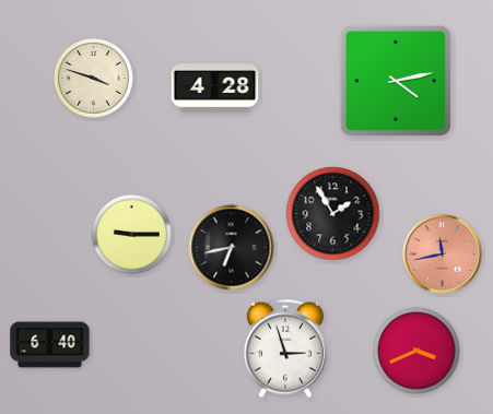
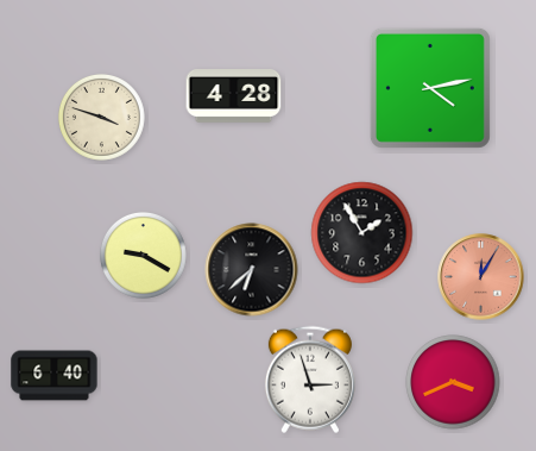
clock at (93, 78) position: (93, 78) -> (101, 117)
clock at (131, 234): 9:15 -> 9:20
clock at (232, 248): 6:43 -> 6:38
clock at (443, 255): 11:43 -> 12:05
